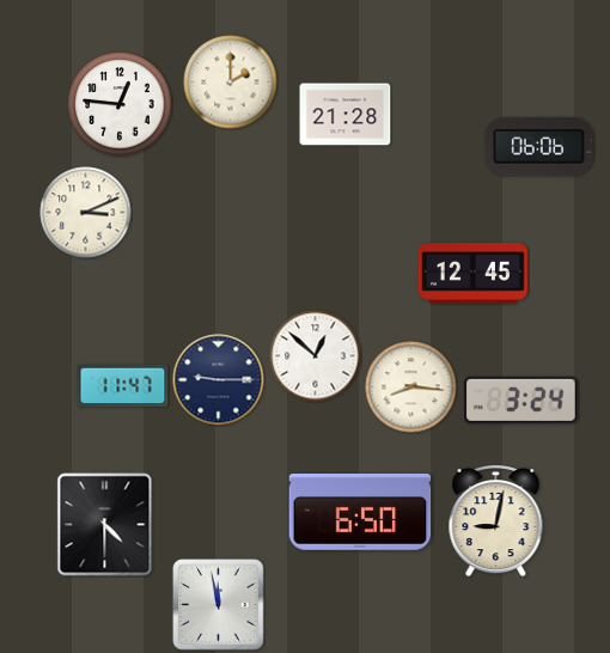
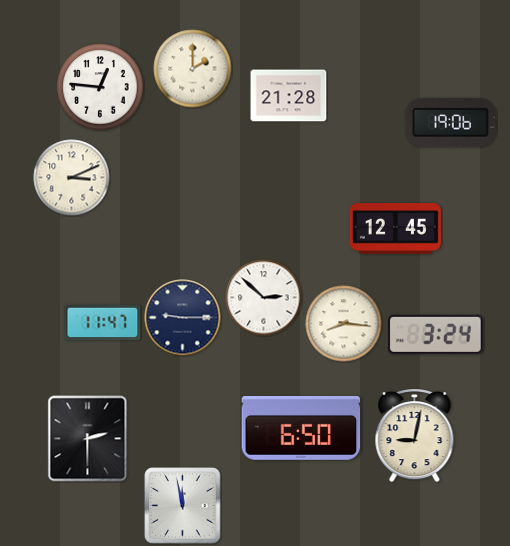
clock at (538, 146): 06:06 -> 19:06
clock at (316, 356): 12:52 -> 2:52
clock at (105, 525): 4:30 -> 2:30
